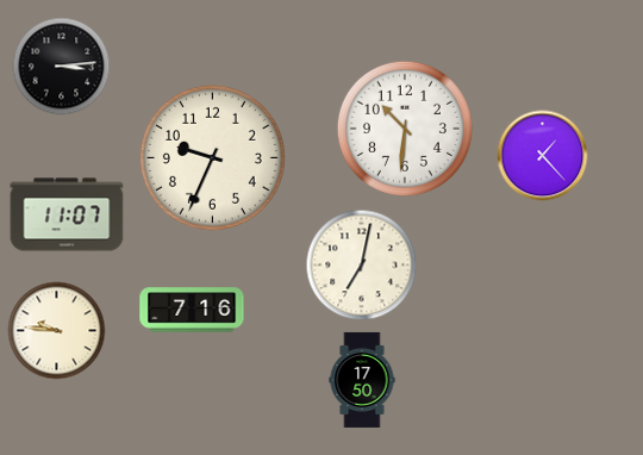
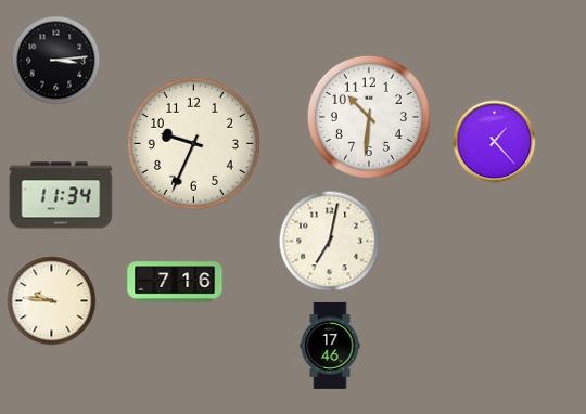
clock at (67, 214): 11:07 -> 11:34
clock at (362, 380): 17:50 -> 17:46
